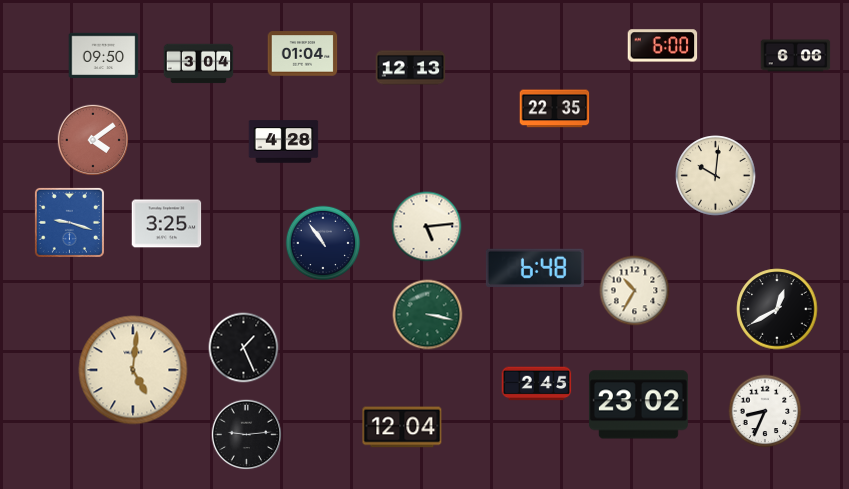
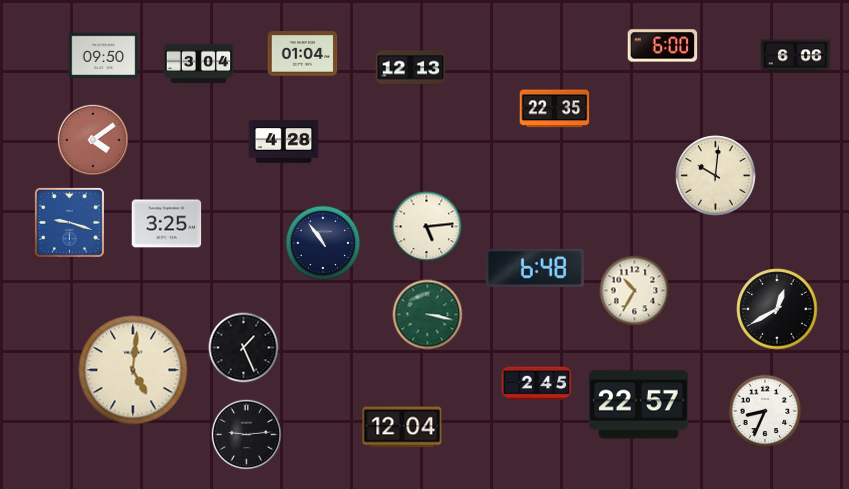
clock at (638, 405): 23:02 -> 22:57
